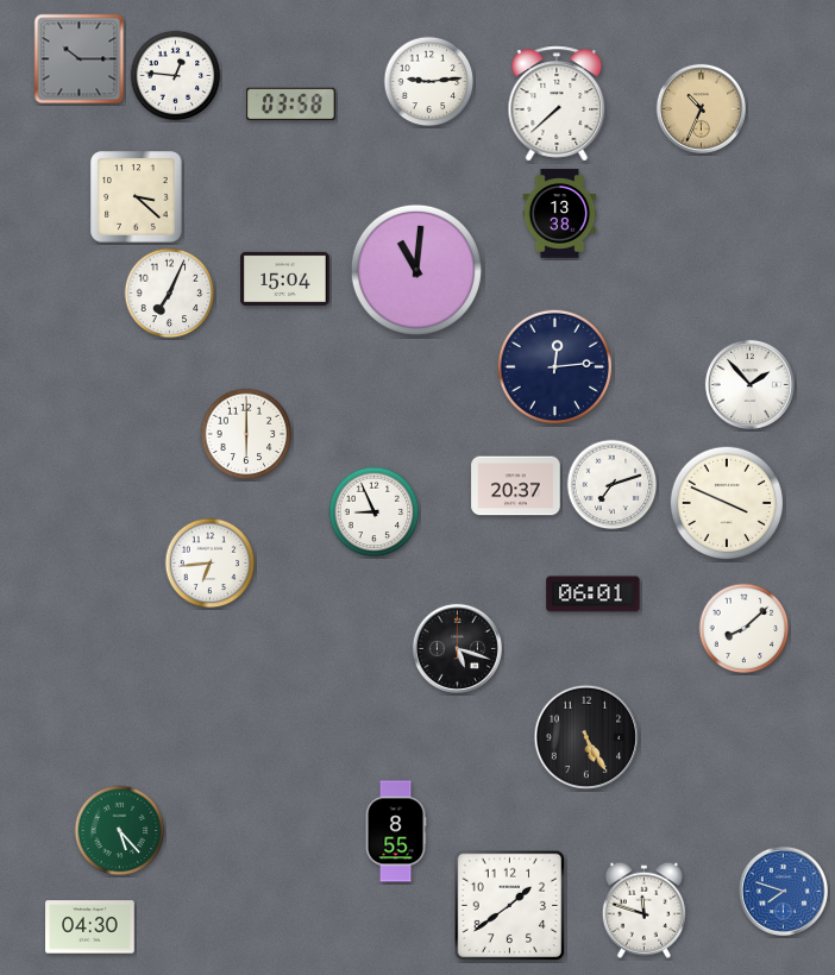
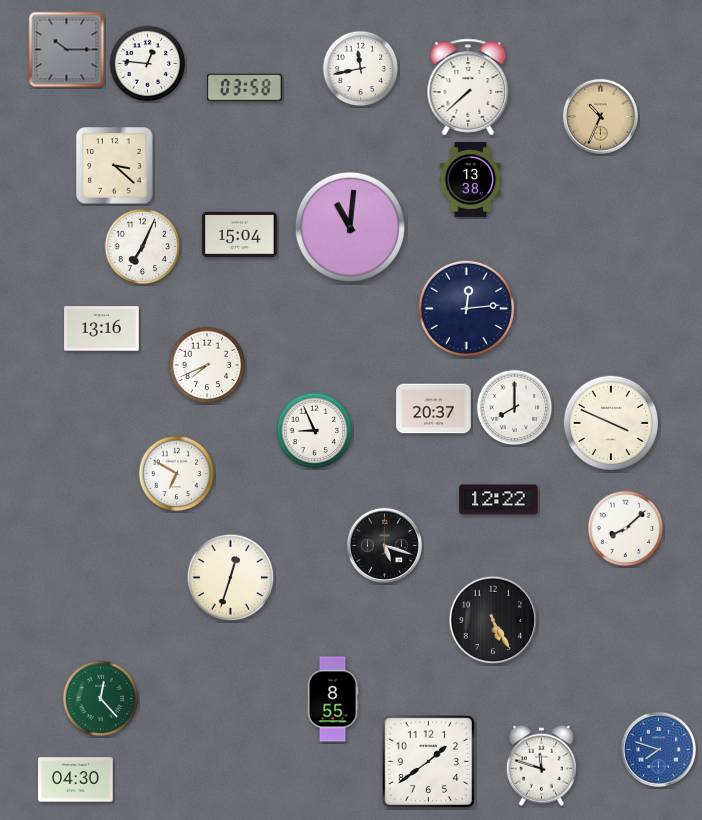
clock at (429, 82): 9:14 -> 11:43
clock at (701, 108) position: (701, 108) -> (600, 116)
clock at (749, 384): 1:53 -> none
clock at (102, 329): none -> 13:16
clock at (246, 434): 6:00 -> 7:41
clock at (613, 485): 7:12 -> 8:00
clock at (211, 564): 6:44 -> 6:50
clock at (594, 595): 06:01 -> 12:22
clock at (231, 578): none -> 12:33
clock at (120, 831): 5:23 -> 12:23
